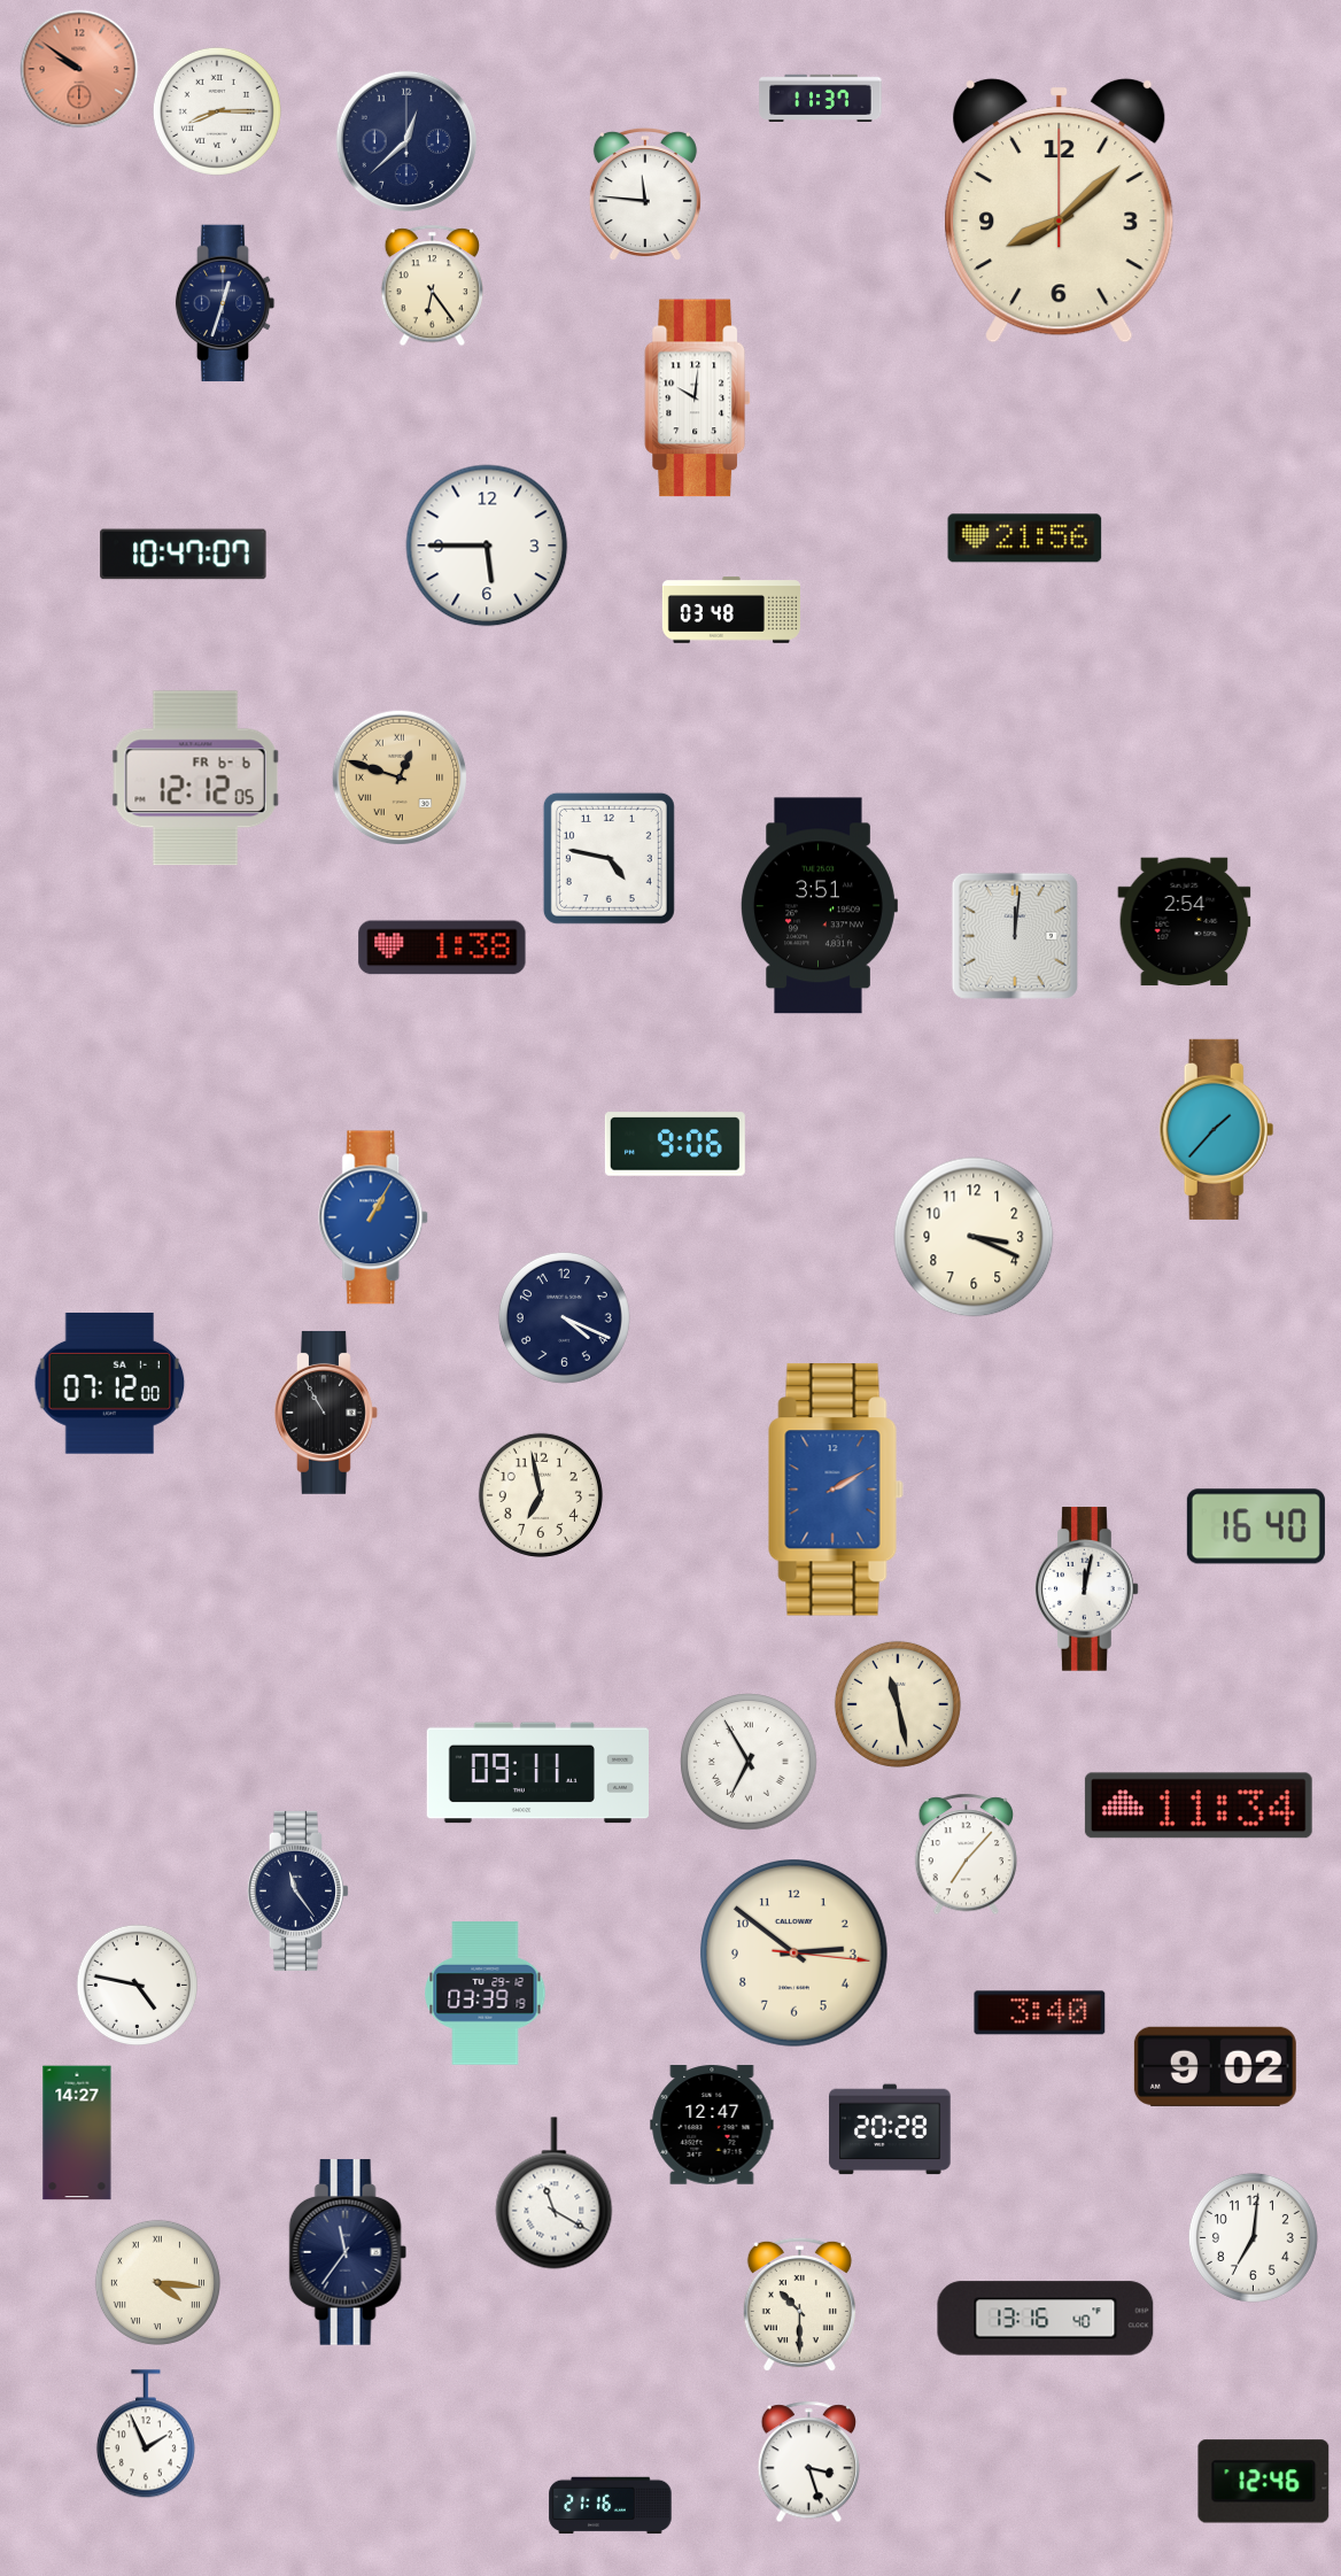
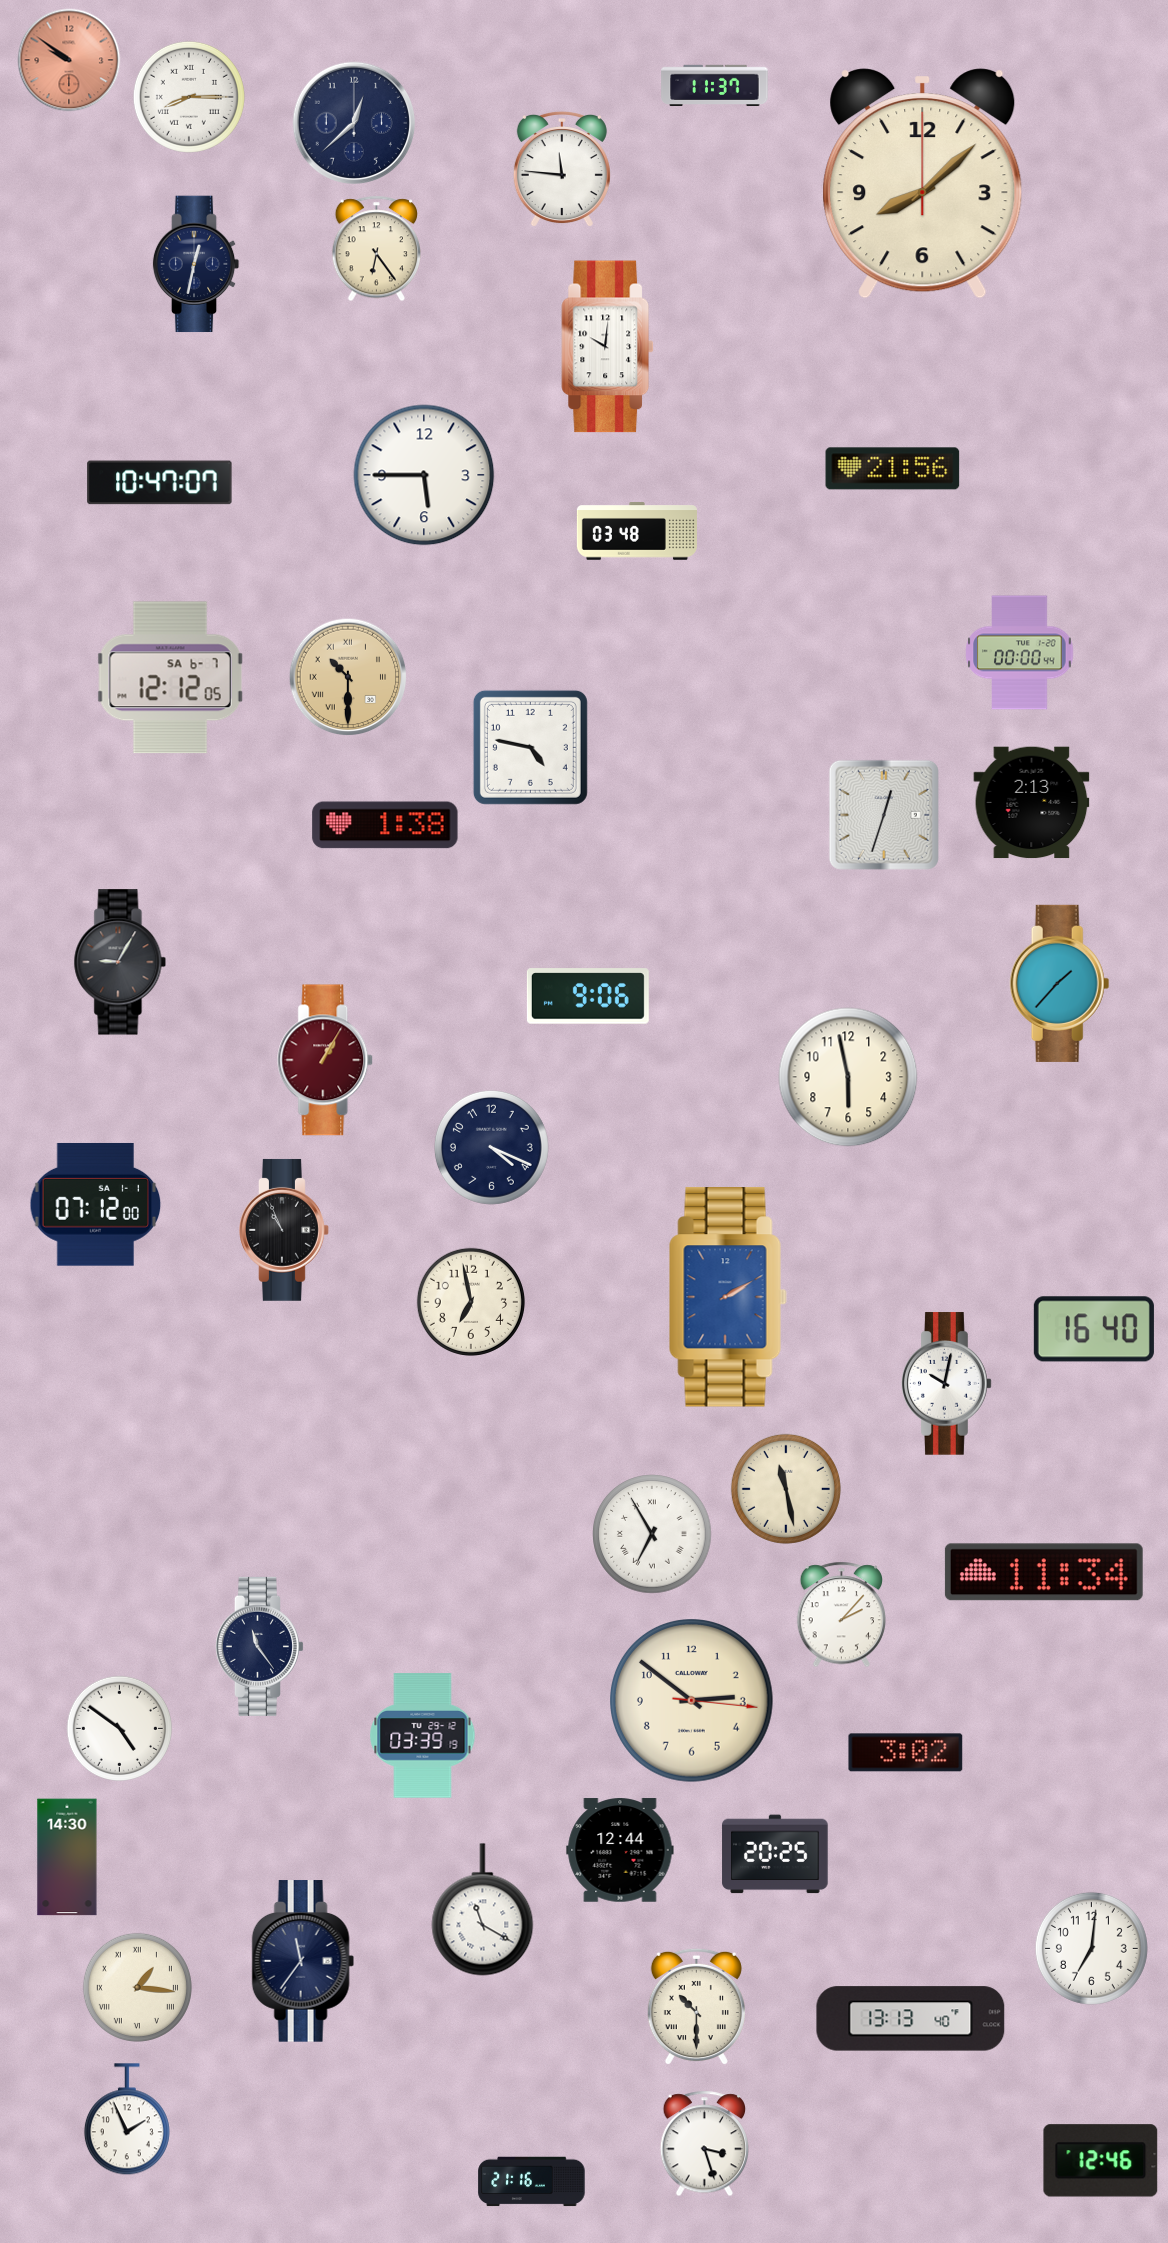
clock at (225, 303): 12:33 -> 12:32
clock at (1020, 653): none -> 00:00
clock at (400, 778): 12:48 -> 10:30
clock at (195, 779) date: FR 6-6 -> SA 6-7
clock at (819, 906): 3:51 -> none
clock at (1185, 922): 2:54 -> 2:13
clock at (1015, 936): 12:01 -> 12:33
clock at (120, 962): none -> 9:05
clock at (374, 1217) dial: blue -> burgundy
clock at (974, 1237): 3:19 -> 5:58
clock at (327, 1413): 10:55 -> 10:56
clock at (1087, 1589): 12:02 -> 10:02
clock at (898, 1704) position: (898, 1704) -> (786, 1489)
clock at (537, 1773): 09:11 -> none
clock at (966, 1855): 7:07 -> 2:07
clock at (138, 1986): 4:47 -> 4:51
clock at (1040, 2013): 3:40 -> 3:02
clock at (1215, 2066): 9:02 -> none
clock at (712, 2125): 12:47 -> 12:44
clock at (890, 2129): 20:28 -> 20:25
clock at (77, 2133): 14:27 -> 14:30
clock at (157, 2282): 4:16 -> 1:16
clock at (1046, 2319): 13:16 -> 13:13
